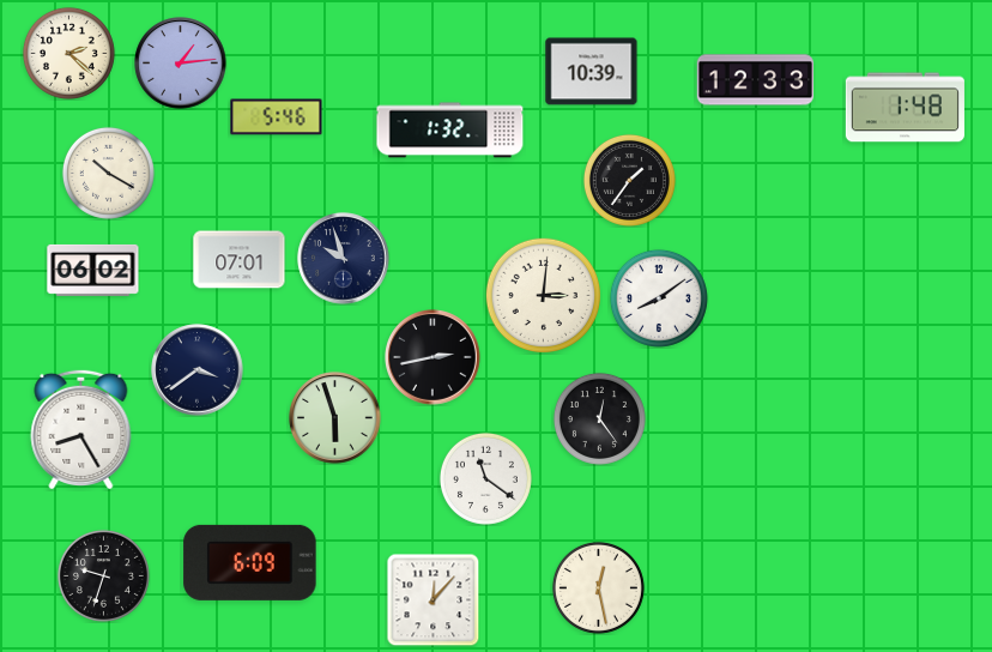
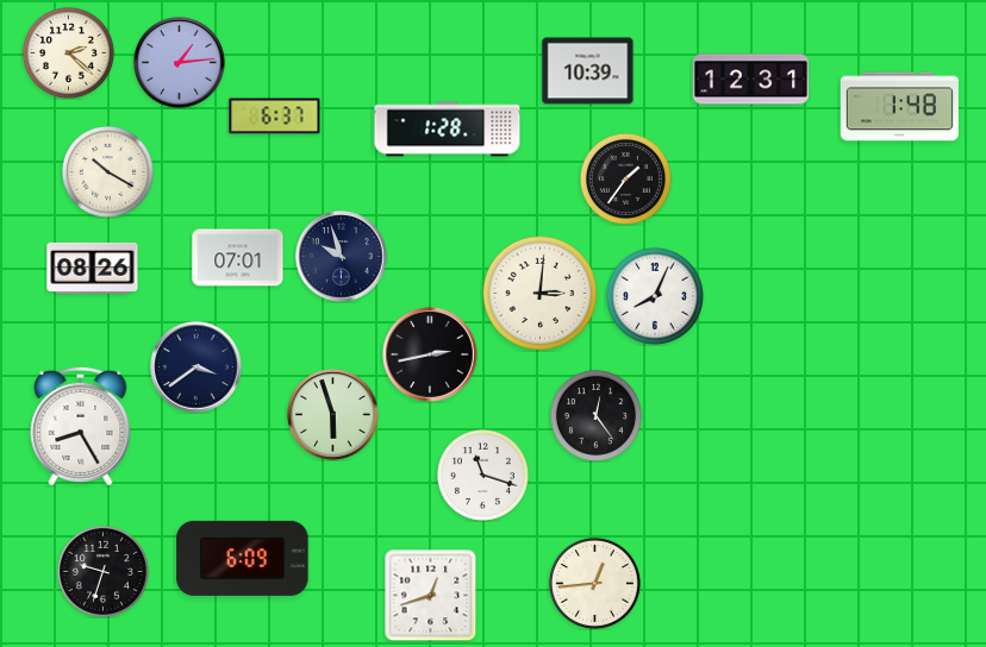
clock at (755, 80): 12:33 -> 12:31
clock at (277, 117): 5:46 -> 6:37
clock at (450, 131): 1:32 -> 1:28
clock at (93, 270): 06:02 -> 08:26
clock at (659, 298): 8:09 -> 8:04
clock at (485, 478): 11:21 -> 11:18
clock at (250, 562) position: (250, 562) -> (243, 558)
clock at (598, 587): 12:28 -> 12:44
clock at (433, 599): 12:07 -> 12:42
